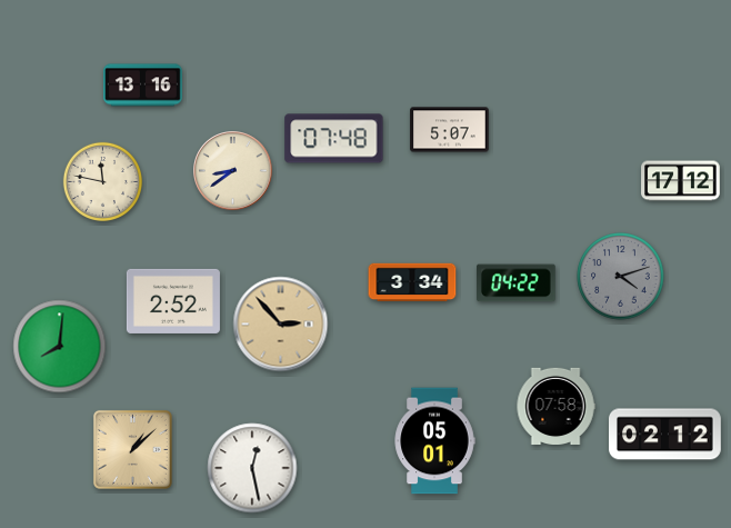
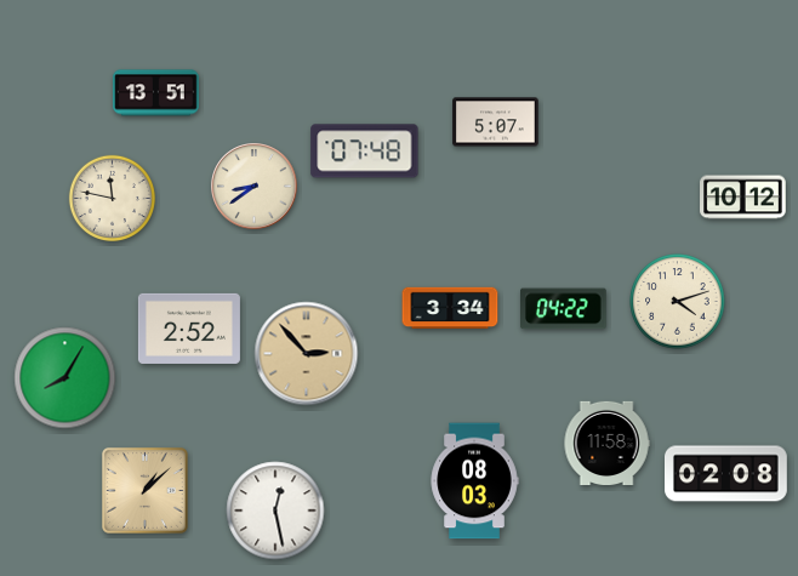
clock at (143, 86): 13:16 -> 13:51
clock at (450, 130) position: (450, 130) -> (496, 122)
clock at (681, 181): 17:12 -> 10:12
clock at (621, 277) dial: grey -> cream
clock at (60, 347): 8:01 -> 8:05
clock at (555, 406): 07:58 -> 11:58
clock at (665, 435): 02:12 -> 02:08
clock at (434, 441): 05:01 -> 08:03
